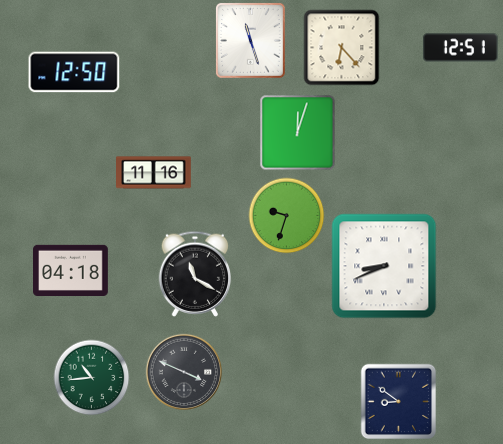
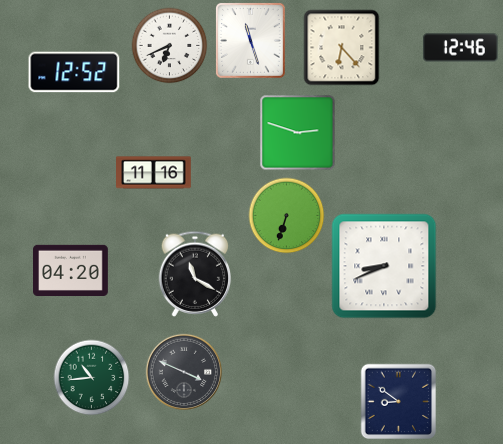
clock at (170, 46): none -> 6:41
clock at (461, 48): 12:51 -> 12:46
clock at (74, 72): 12:50 -> 12:52
clock at (298, 133): 12:03 -> 2:48
clock at (287, 216): 9:33 -> 6:33
clock at (71, 270): 04:18 -> 04:20
